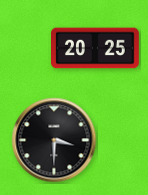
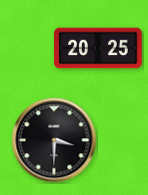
clock at (95, 48) position: (95, 48) -> (98, 48)
